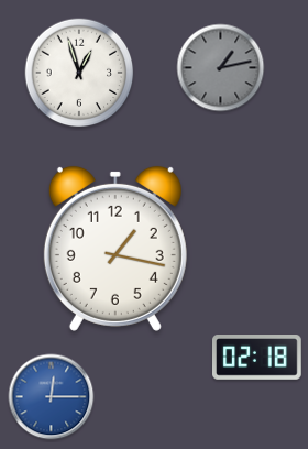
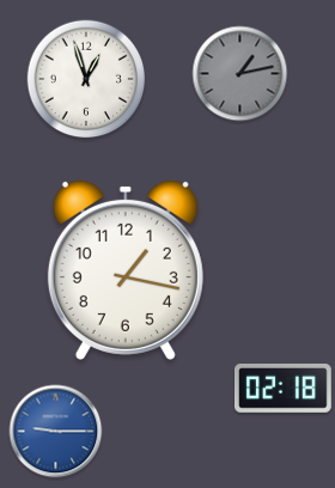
clock at (257, 358) position: (257, 358) -> (284, 389)
clock at (52, 397): 12:15 -> 9:15
